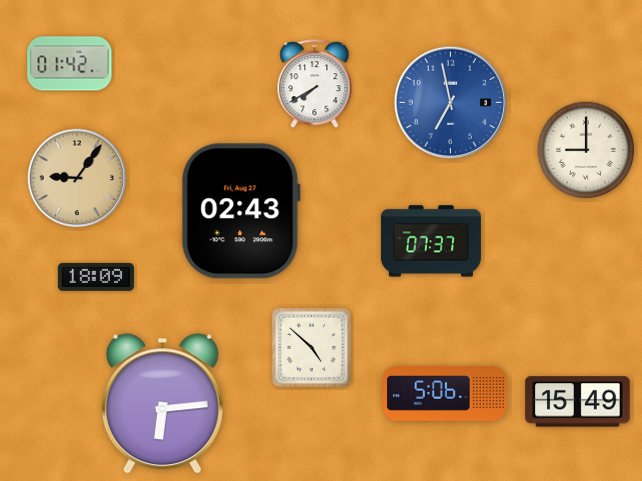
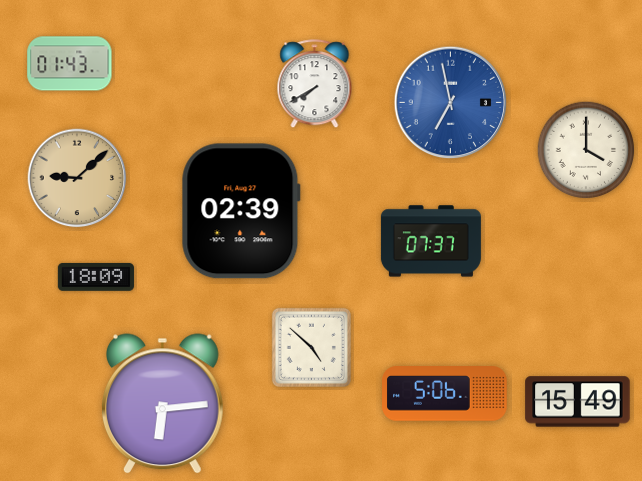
clock at (70, 64): 01:42 -> 01:43
clock at (586, 150): 9:00 -> 4:00
clock at (77, 178): 9:06 -> 9:08
clock at (241, 211): 02:43 -> 02:39
